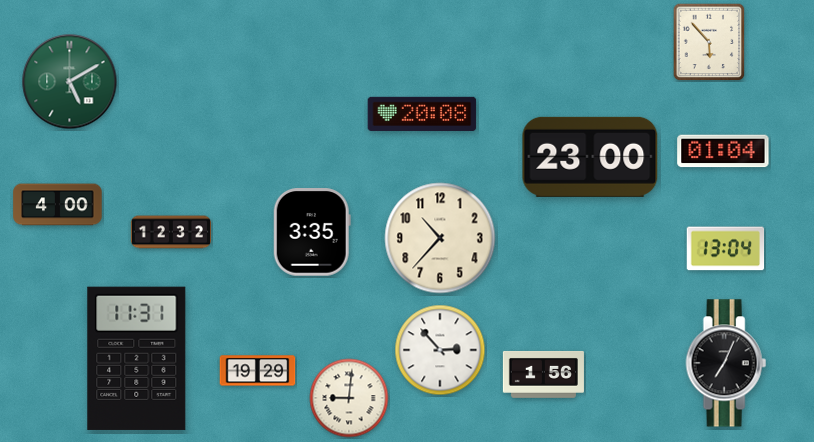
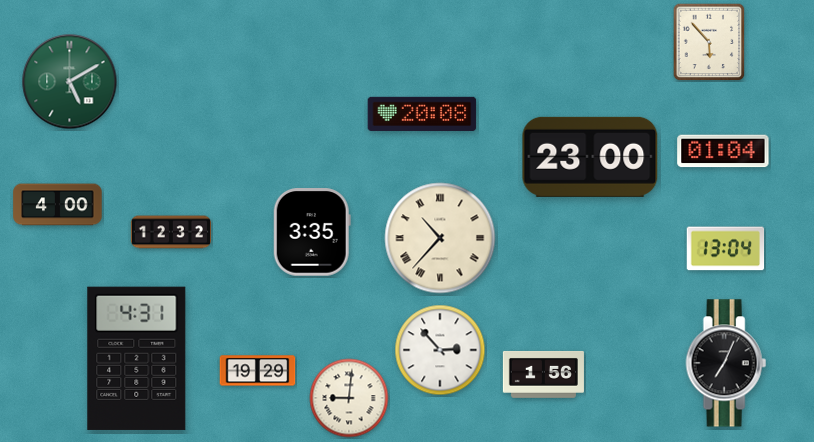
clock at (440, 238) numerals: Arabic -> Roman
clock at (137, 358): 11:31 -> 4:31
